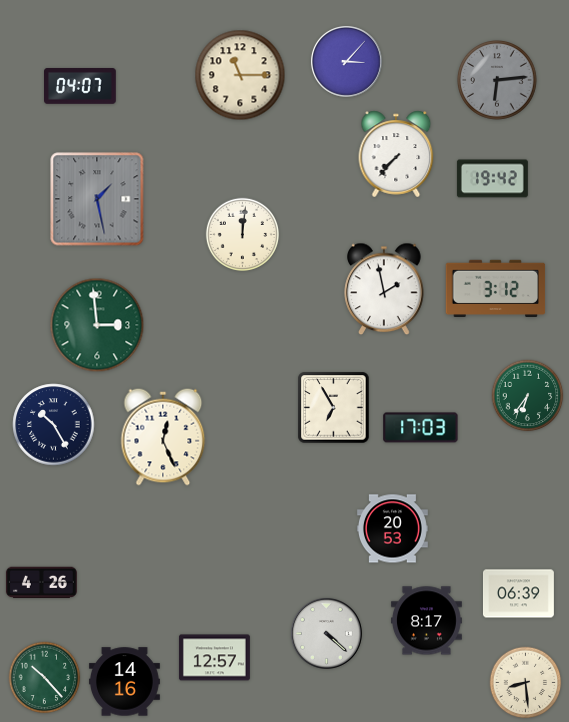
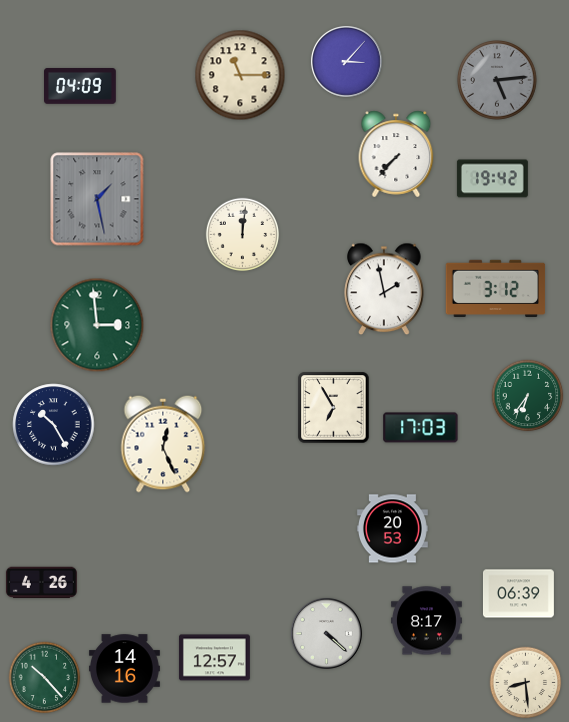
clock at (497, 80): 6:14 -> 5:14
clock at (81, 87): 04:07 -> 04:09
clock at (163, 437) position: (163, 437) -> (163, 444)
clock at (124, 682) position: (124, 682) -> (124, 669)
